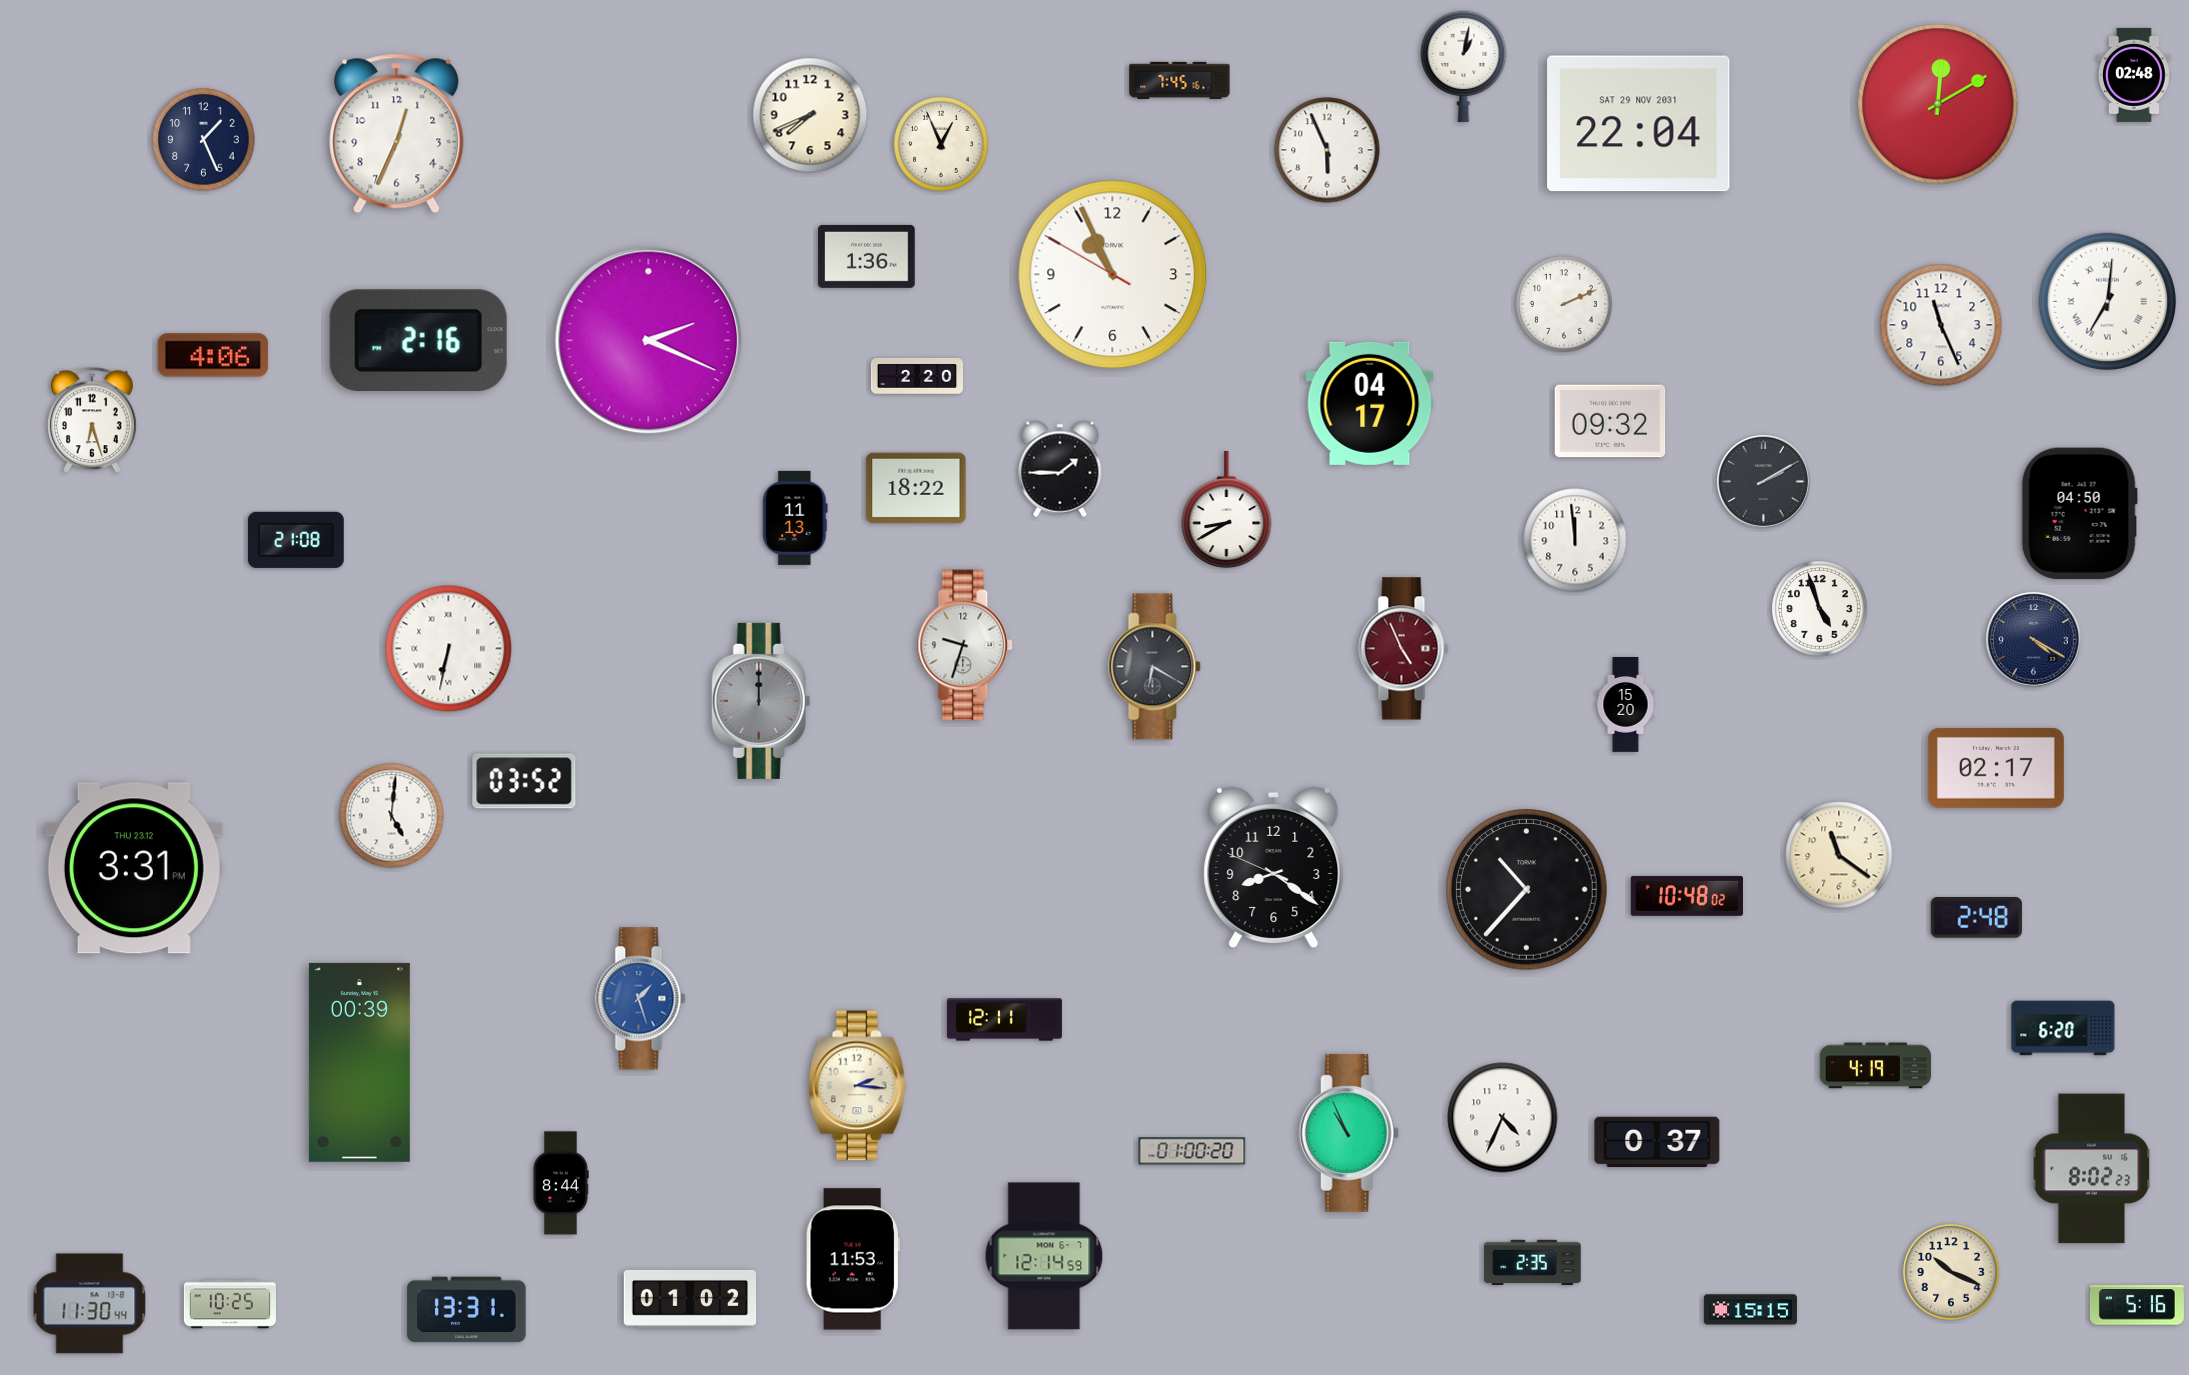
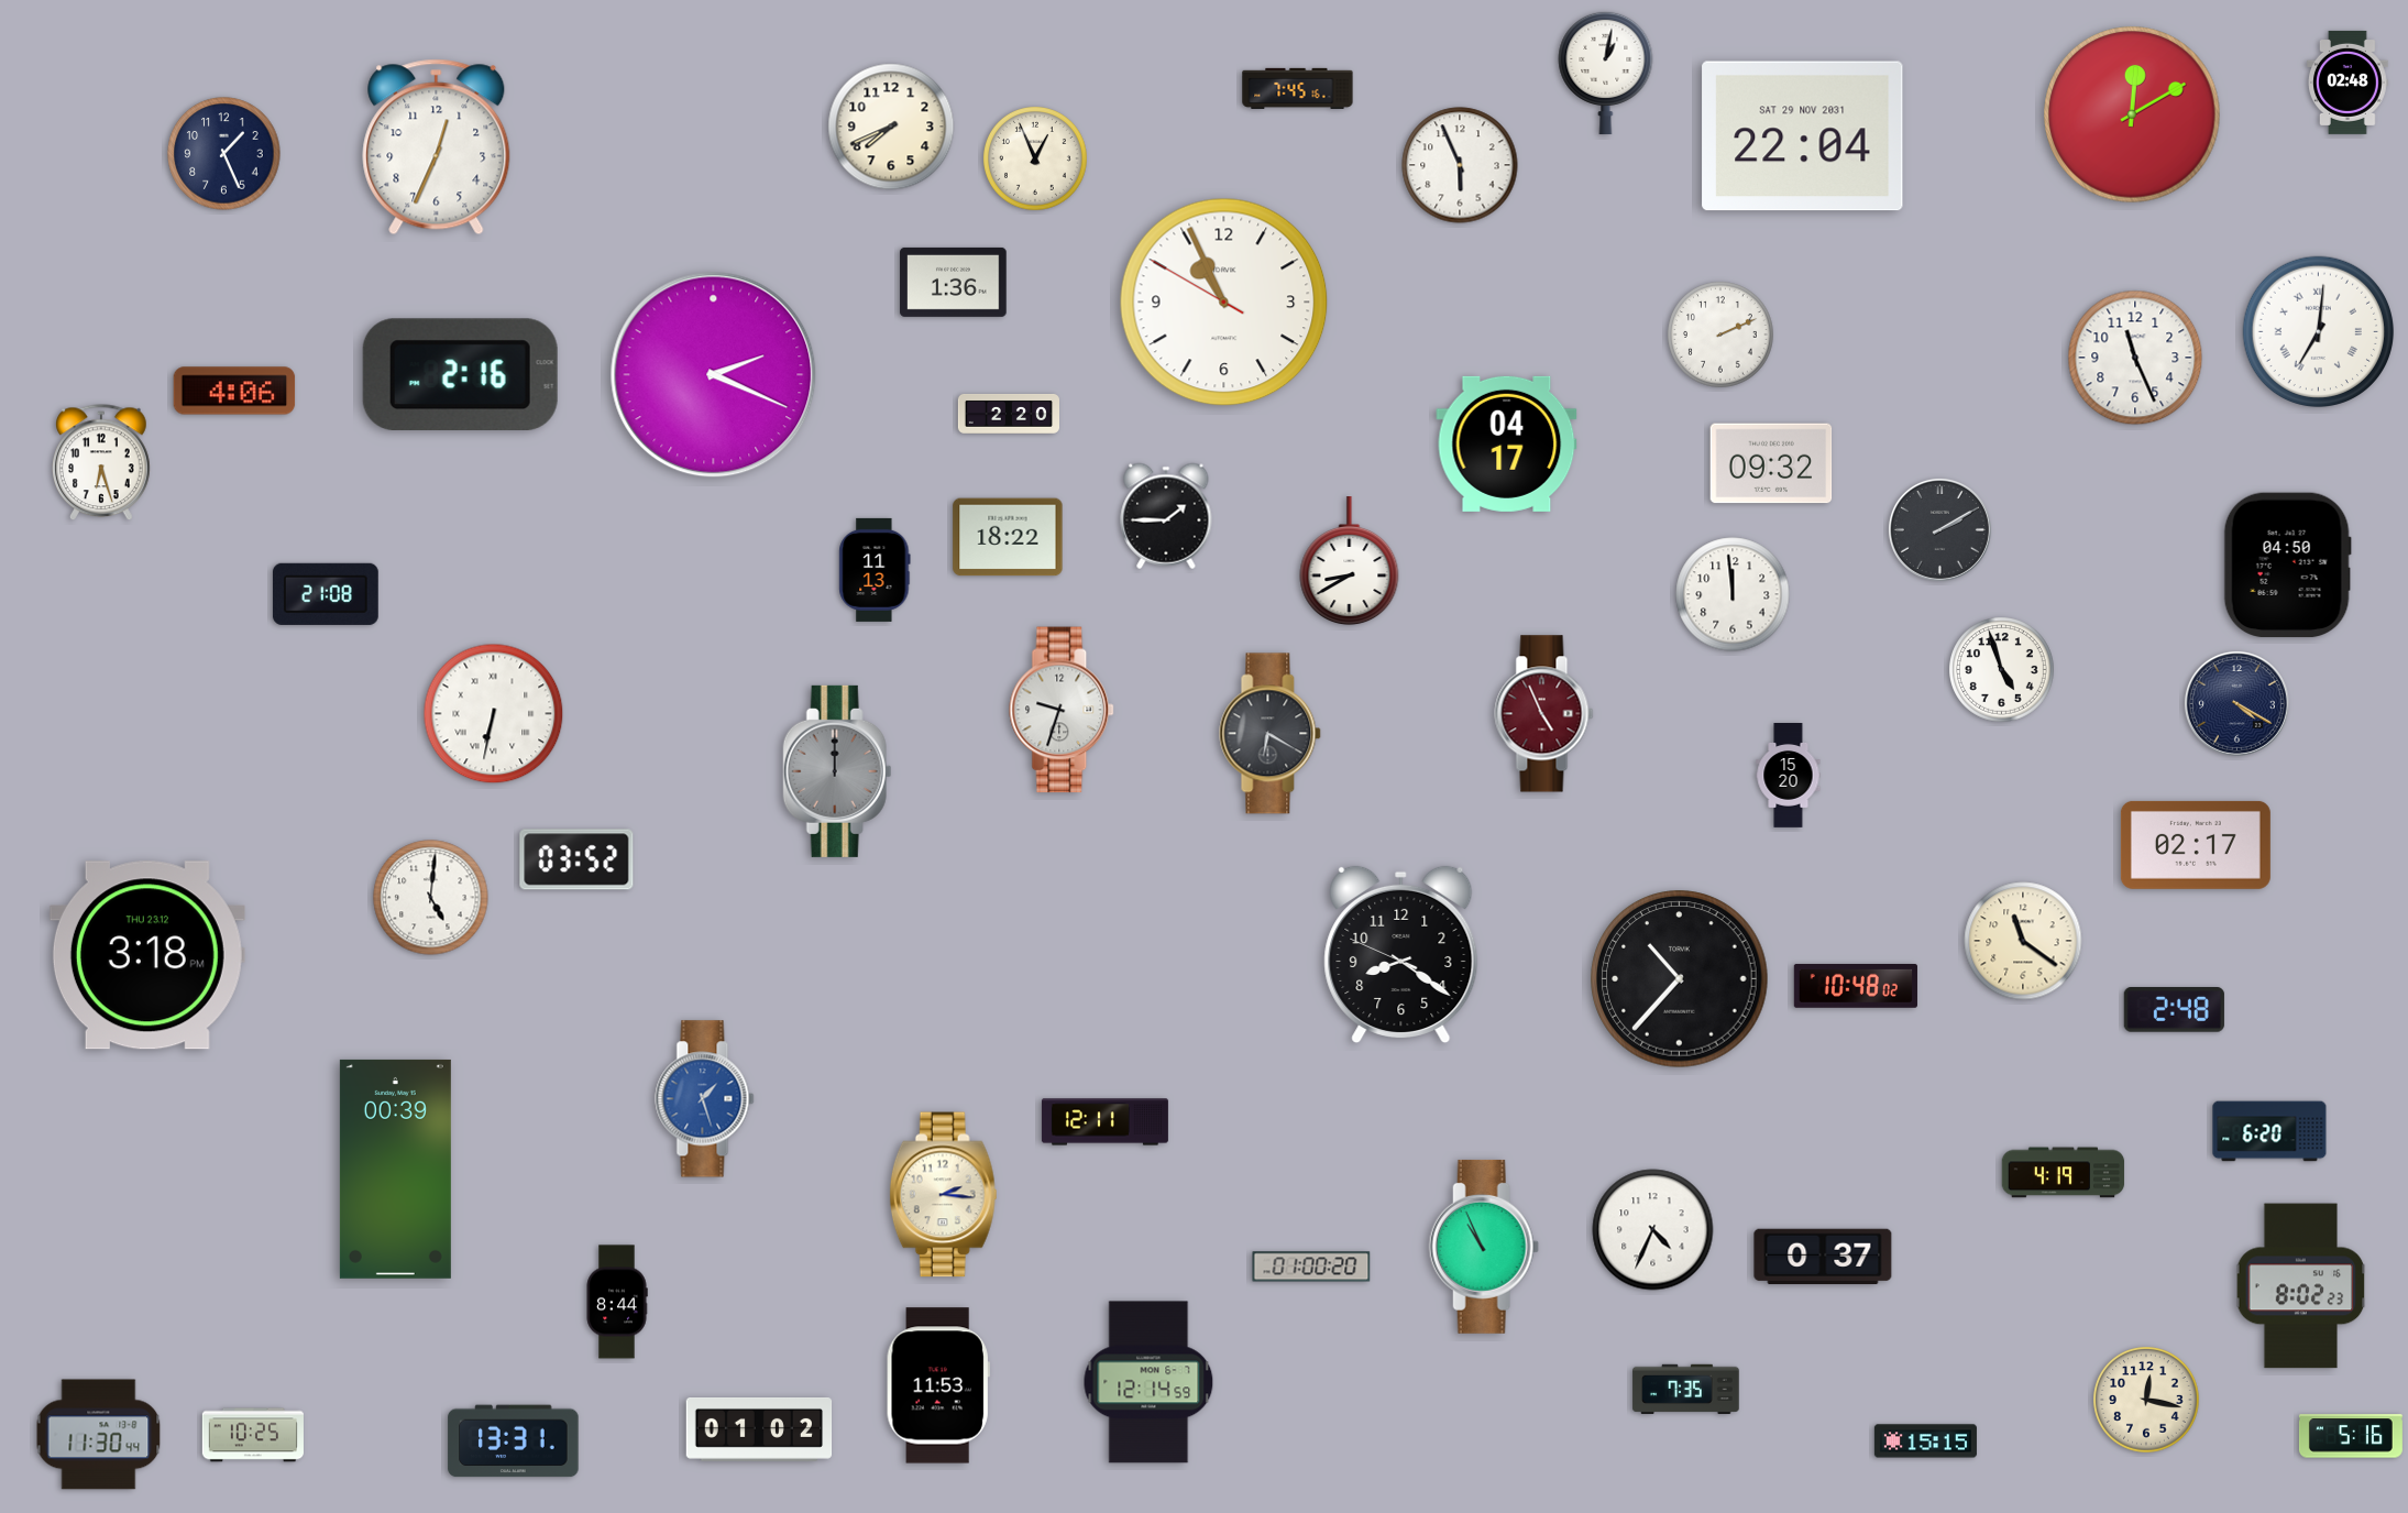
clock at (1464, 66) position: (1464, 66) -> (1606, 73)
clock at (134, 868): 3:31 -> 3:18
clock at (1533, 1262): 2:35 -> 7:35
clock at (1951, 1272): 10:19 -> 12:17
